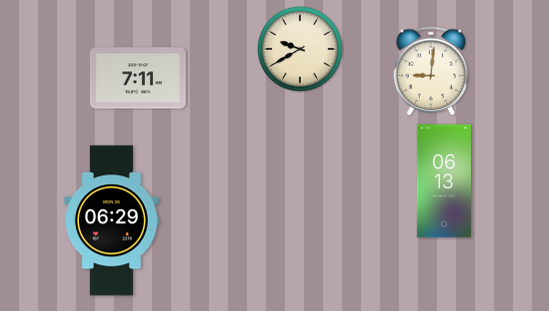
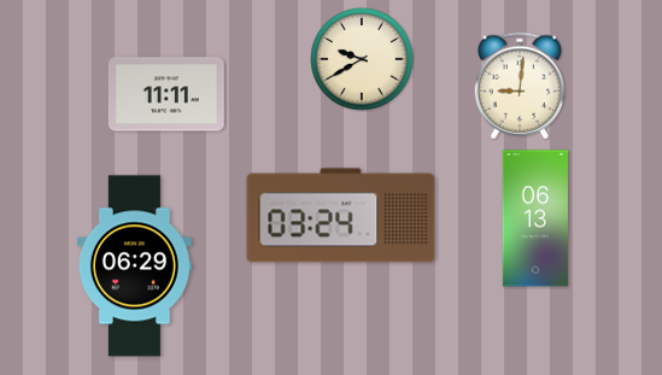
clock at (138, 78): 7:11 -> 11:11
clock at (341, 216): none -> 03:24
